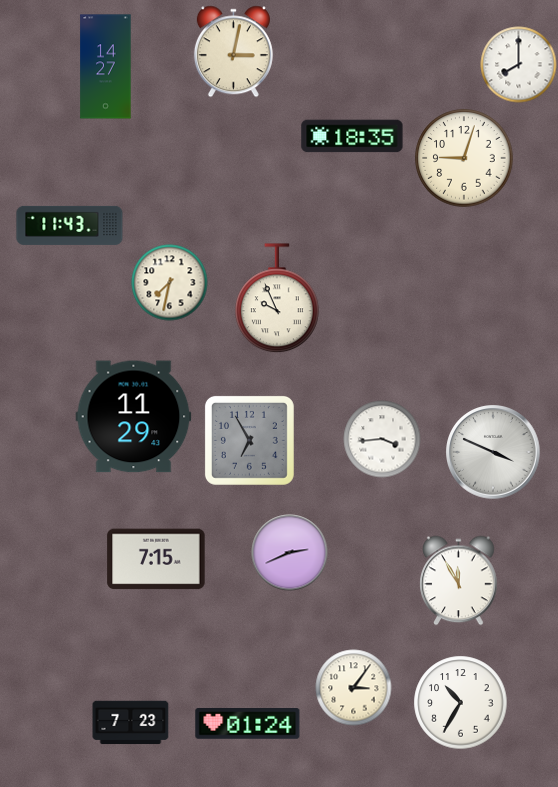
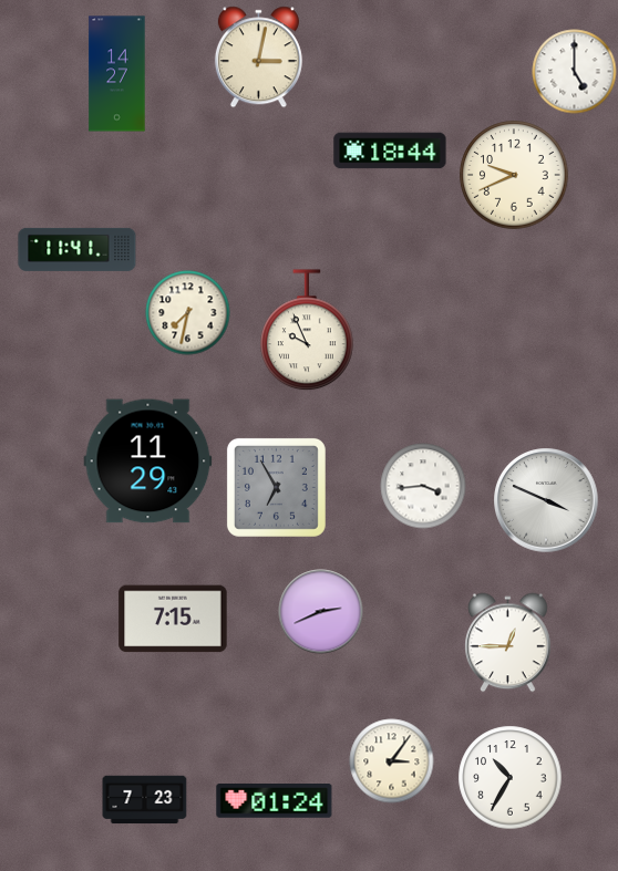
clock at (519, 65): 8:00 -> 5:00
clock at (352, 136): 18:35 -> 18:44
clock at (464, 158): 9:03 -> 9:41
clock at (70, 225): 11:43 -> 11:41
clock at (459, 581): 11:55 -> 12:45
